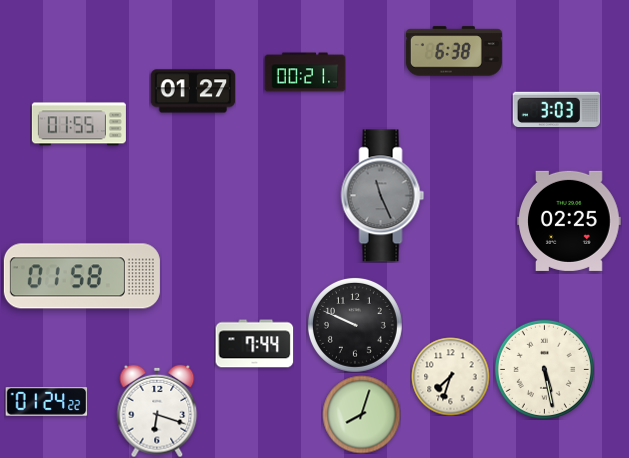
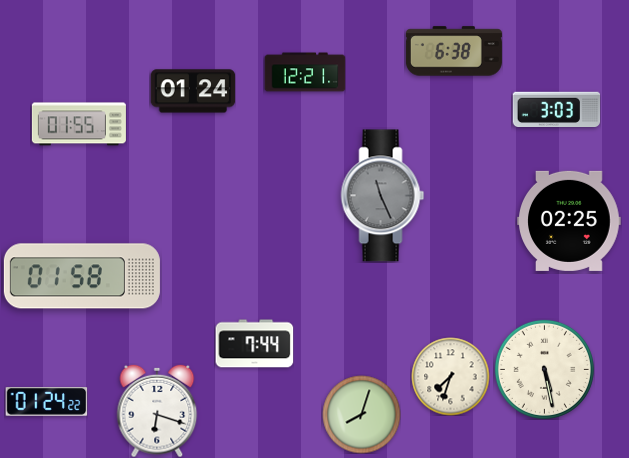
clock at (305, 72): 00:21 -> 12:21
clock at (193, 91): 01:27 -> 01:24
clock at (355, 325): 9:49 -> none
